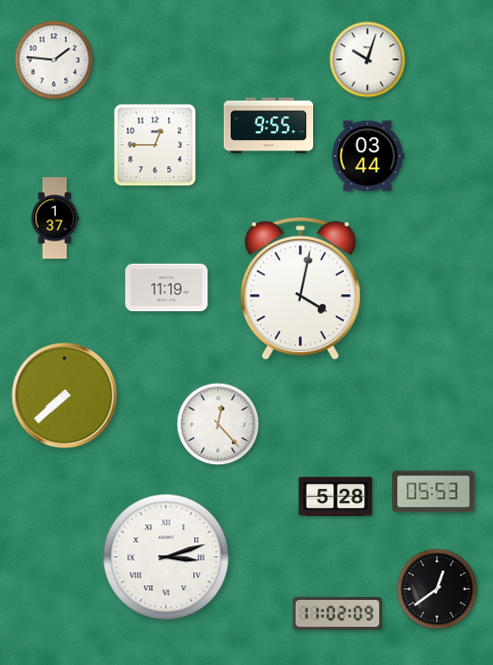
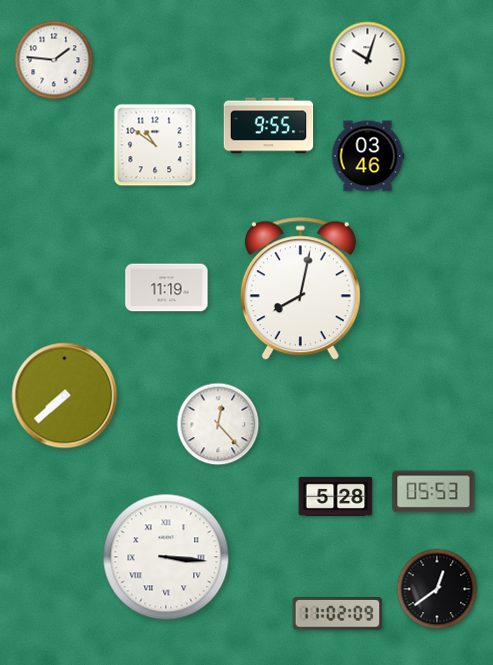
clock at (155, 145): 12:45 -> 10:51
clock at (368, 156): 03:44 -> 03:46
clock at (55, 218): 1:37 -> none
clock at (300, 289): 4:02 -> 8:02
clock at (166, 557): 3:12 -> 3:16
